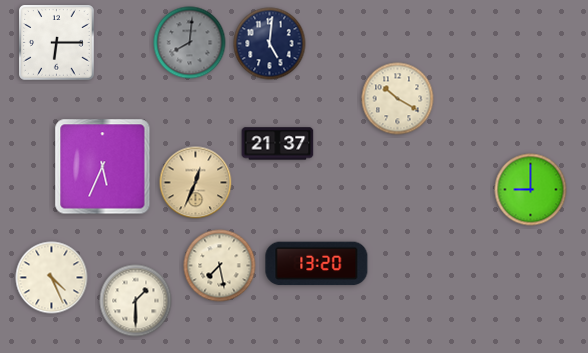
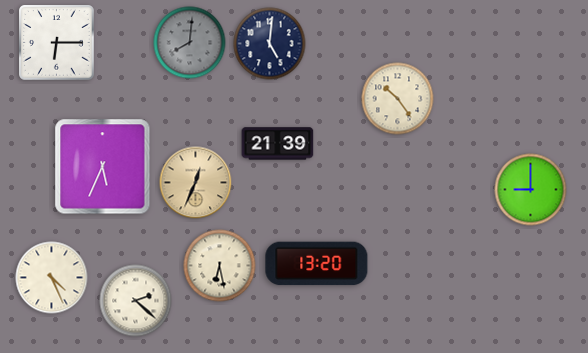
clock at (398, 99): 10:20 -> 10:24
clock at (278, 144): 21:37 -> 21:39
clock at (220, 266): 7:28 -> 6:28
clock at (136, 301): 1:30 -> 2:22
